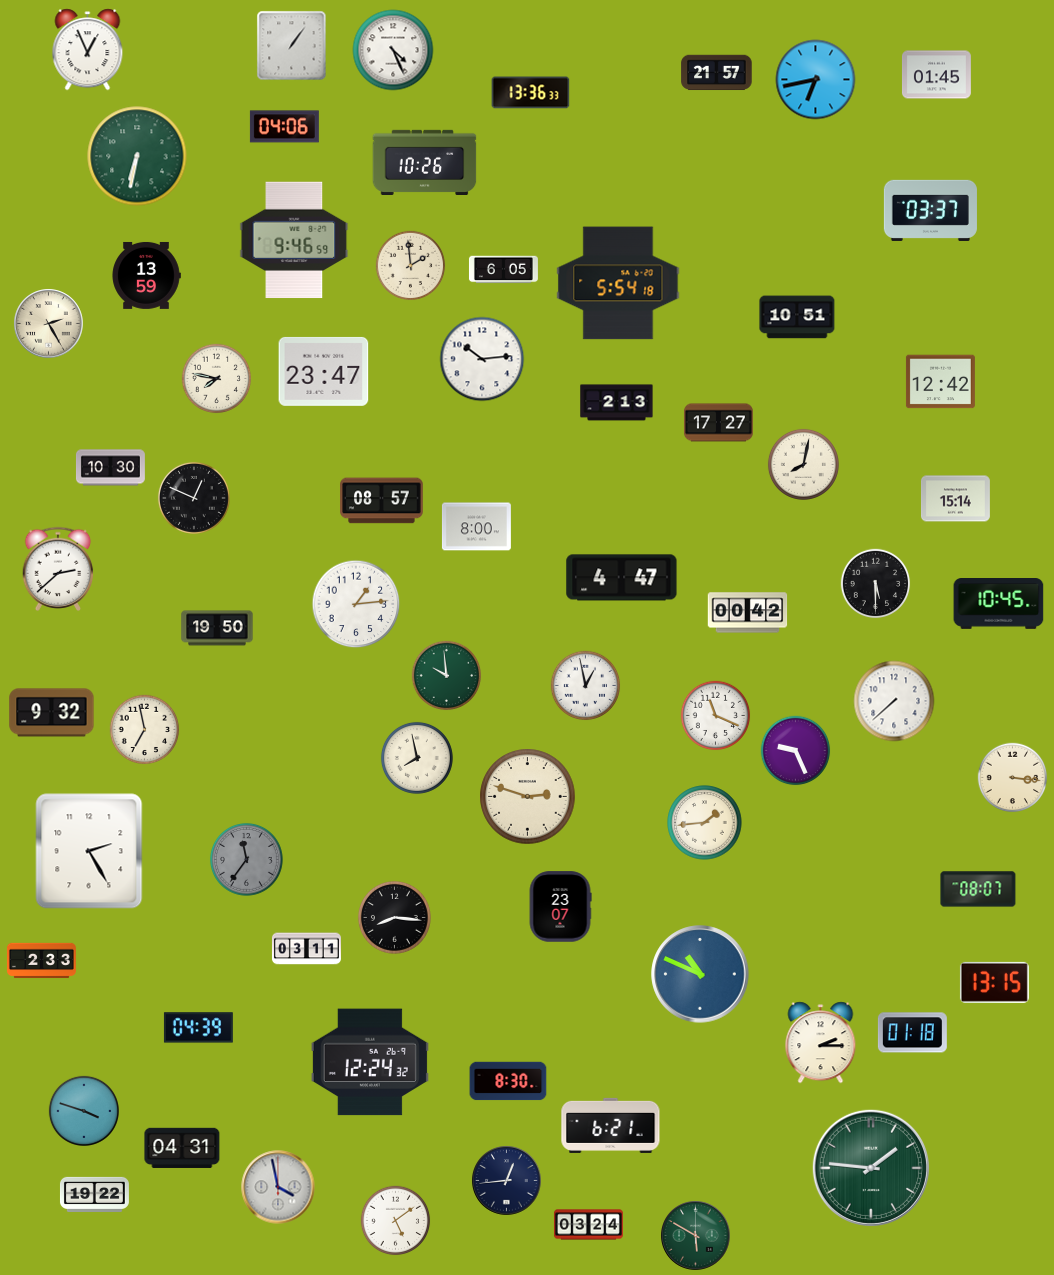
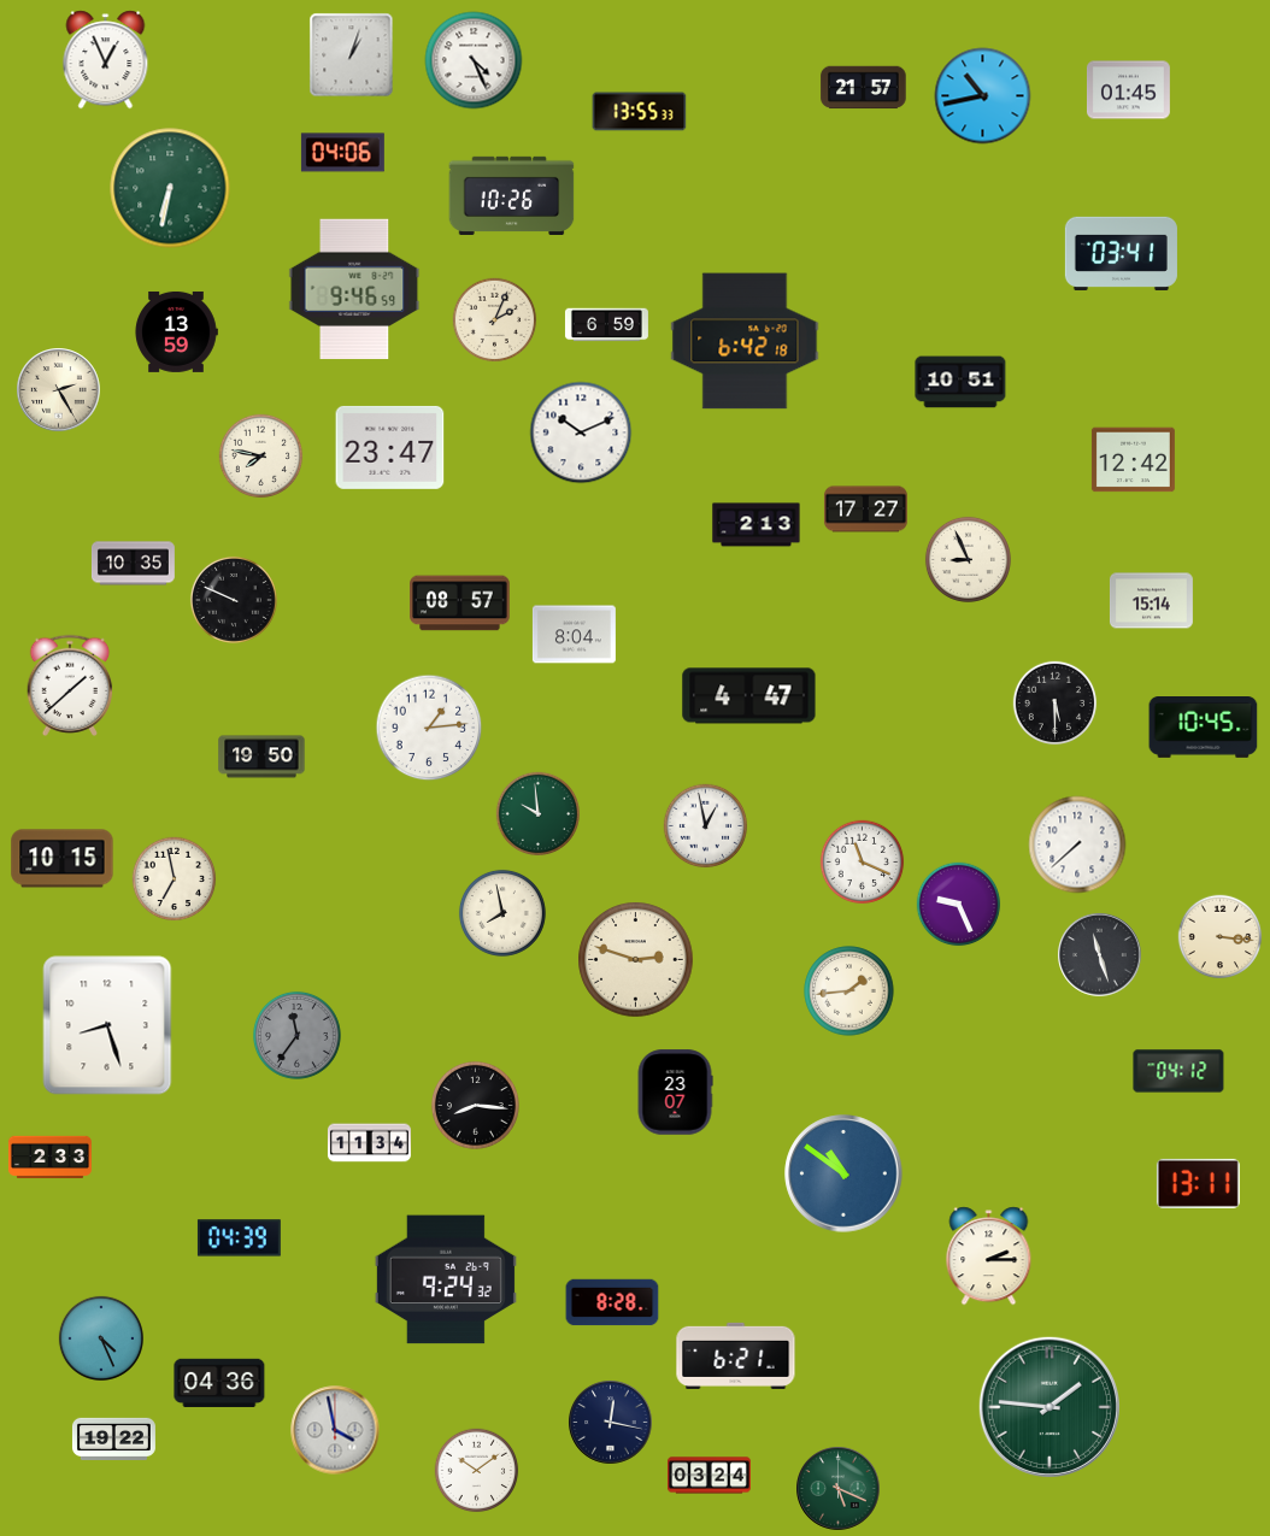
clock at (292, 46): 1:06 -> 1:03
clock at (816, 80): 6:43 -> 10:43
clock at (531, 93): 13:36 -> 13:55
clock at (137, 156) position: (137, 156) -> (170, 188)
clock at (930, 210): 03:37 -> 03:41
clock at (411, 266): 1:59 -> 2:04
clock at (503, 270): 6:05 -> 6:59
clock at (618, 283): 5:54 -> 6:42
clock at (482, 359): 10:14 -> 10:11
clock at (617, 403) position: (617, 403) -> (757, 525)
clock at (803, 464): 8:02 -> 8:56
clock at (110, 468): 10:30 -> 10:35
clock at (194, 498): 12:49 -> 9:49
clock at (476, 527): 8:00 -> 8:04
clock at (58, 568): 2:38 -> 1:38
clock at (748, 613): 00:42 -> none
clock at (52, 713): 9:32 -> 10:15
clock at (1100, 955): none -> 11:27
clock at (89, 851): 2:25 -> 8:27
clock at (978, 889): 08:07 -> 04:12
clock at (306, 949): 03:11 -> 11:34
clock at (700, 974): 10:49 -> 10:51
clock at (994, 982): 13:15 -> 13:11
clock at (912, 1033): 01:18 -> none
clock at (370, 1062): 12:24 -> 9:24
clock at (508, 1081): 8:30 -> 8:28
clock at (83, 1110): 3:48 -> 4:26
clock at (182, 1148): 04:31 -> 04:36
clock at (507, 1181): 12:44 -> 12:17
clock at (396, 1221): 5:09 -> 10:09
clock at (696, 1236): 5:50 -> 5:19
